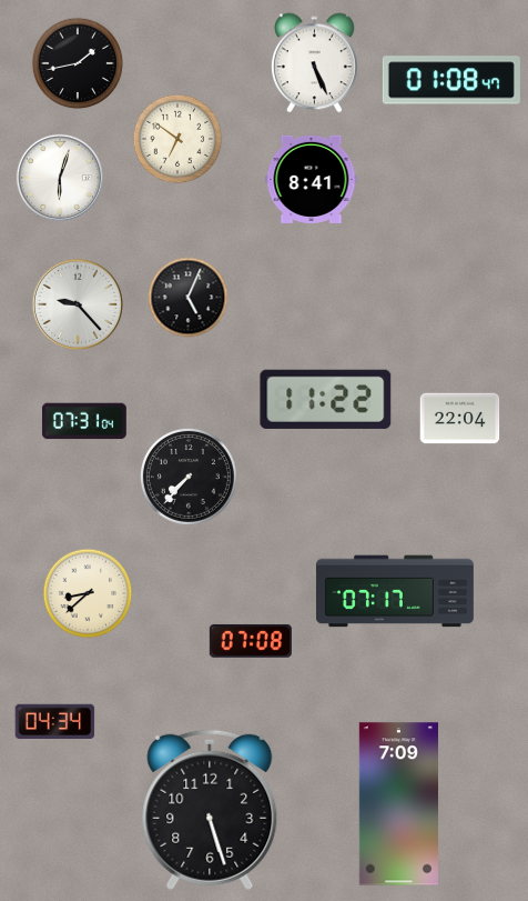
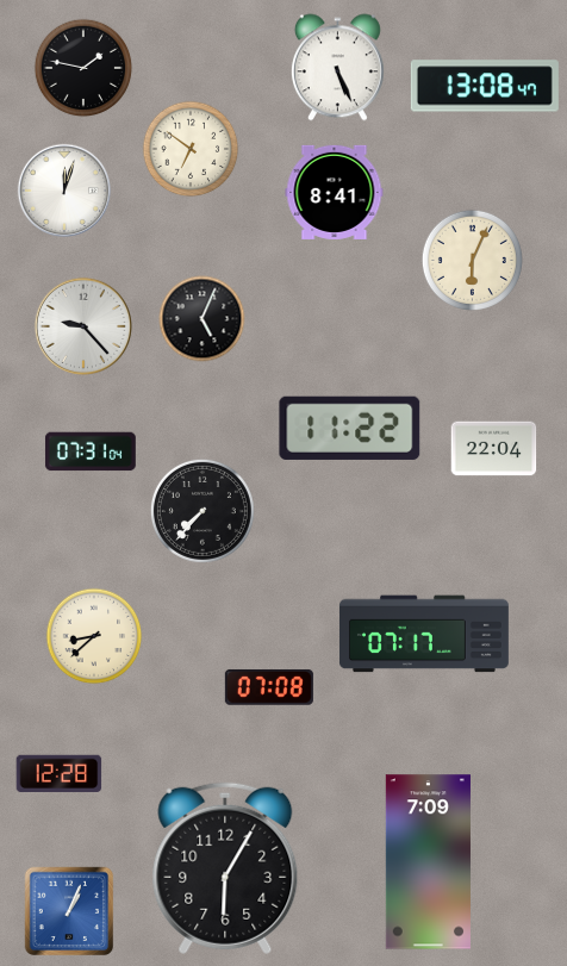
clock at (78, 63): 1:43 -> 1:47
clock at (451, 80): 01:08 -> 13:08
clock at (60, 178): 6:03 -> 12:03
clock at (472, 260): none -> 6:04
clock at (55, 721): 04:34 -> 12:28
clock at (210, 810): 5:27 -> 6:05
clock at (69, 911): none -> 1:04
